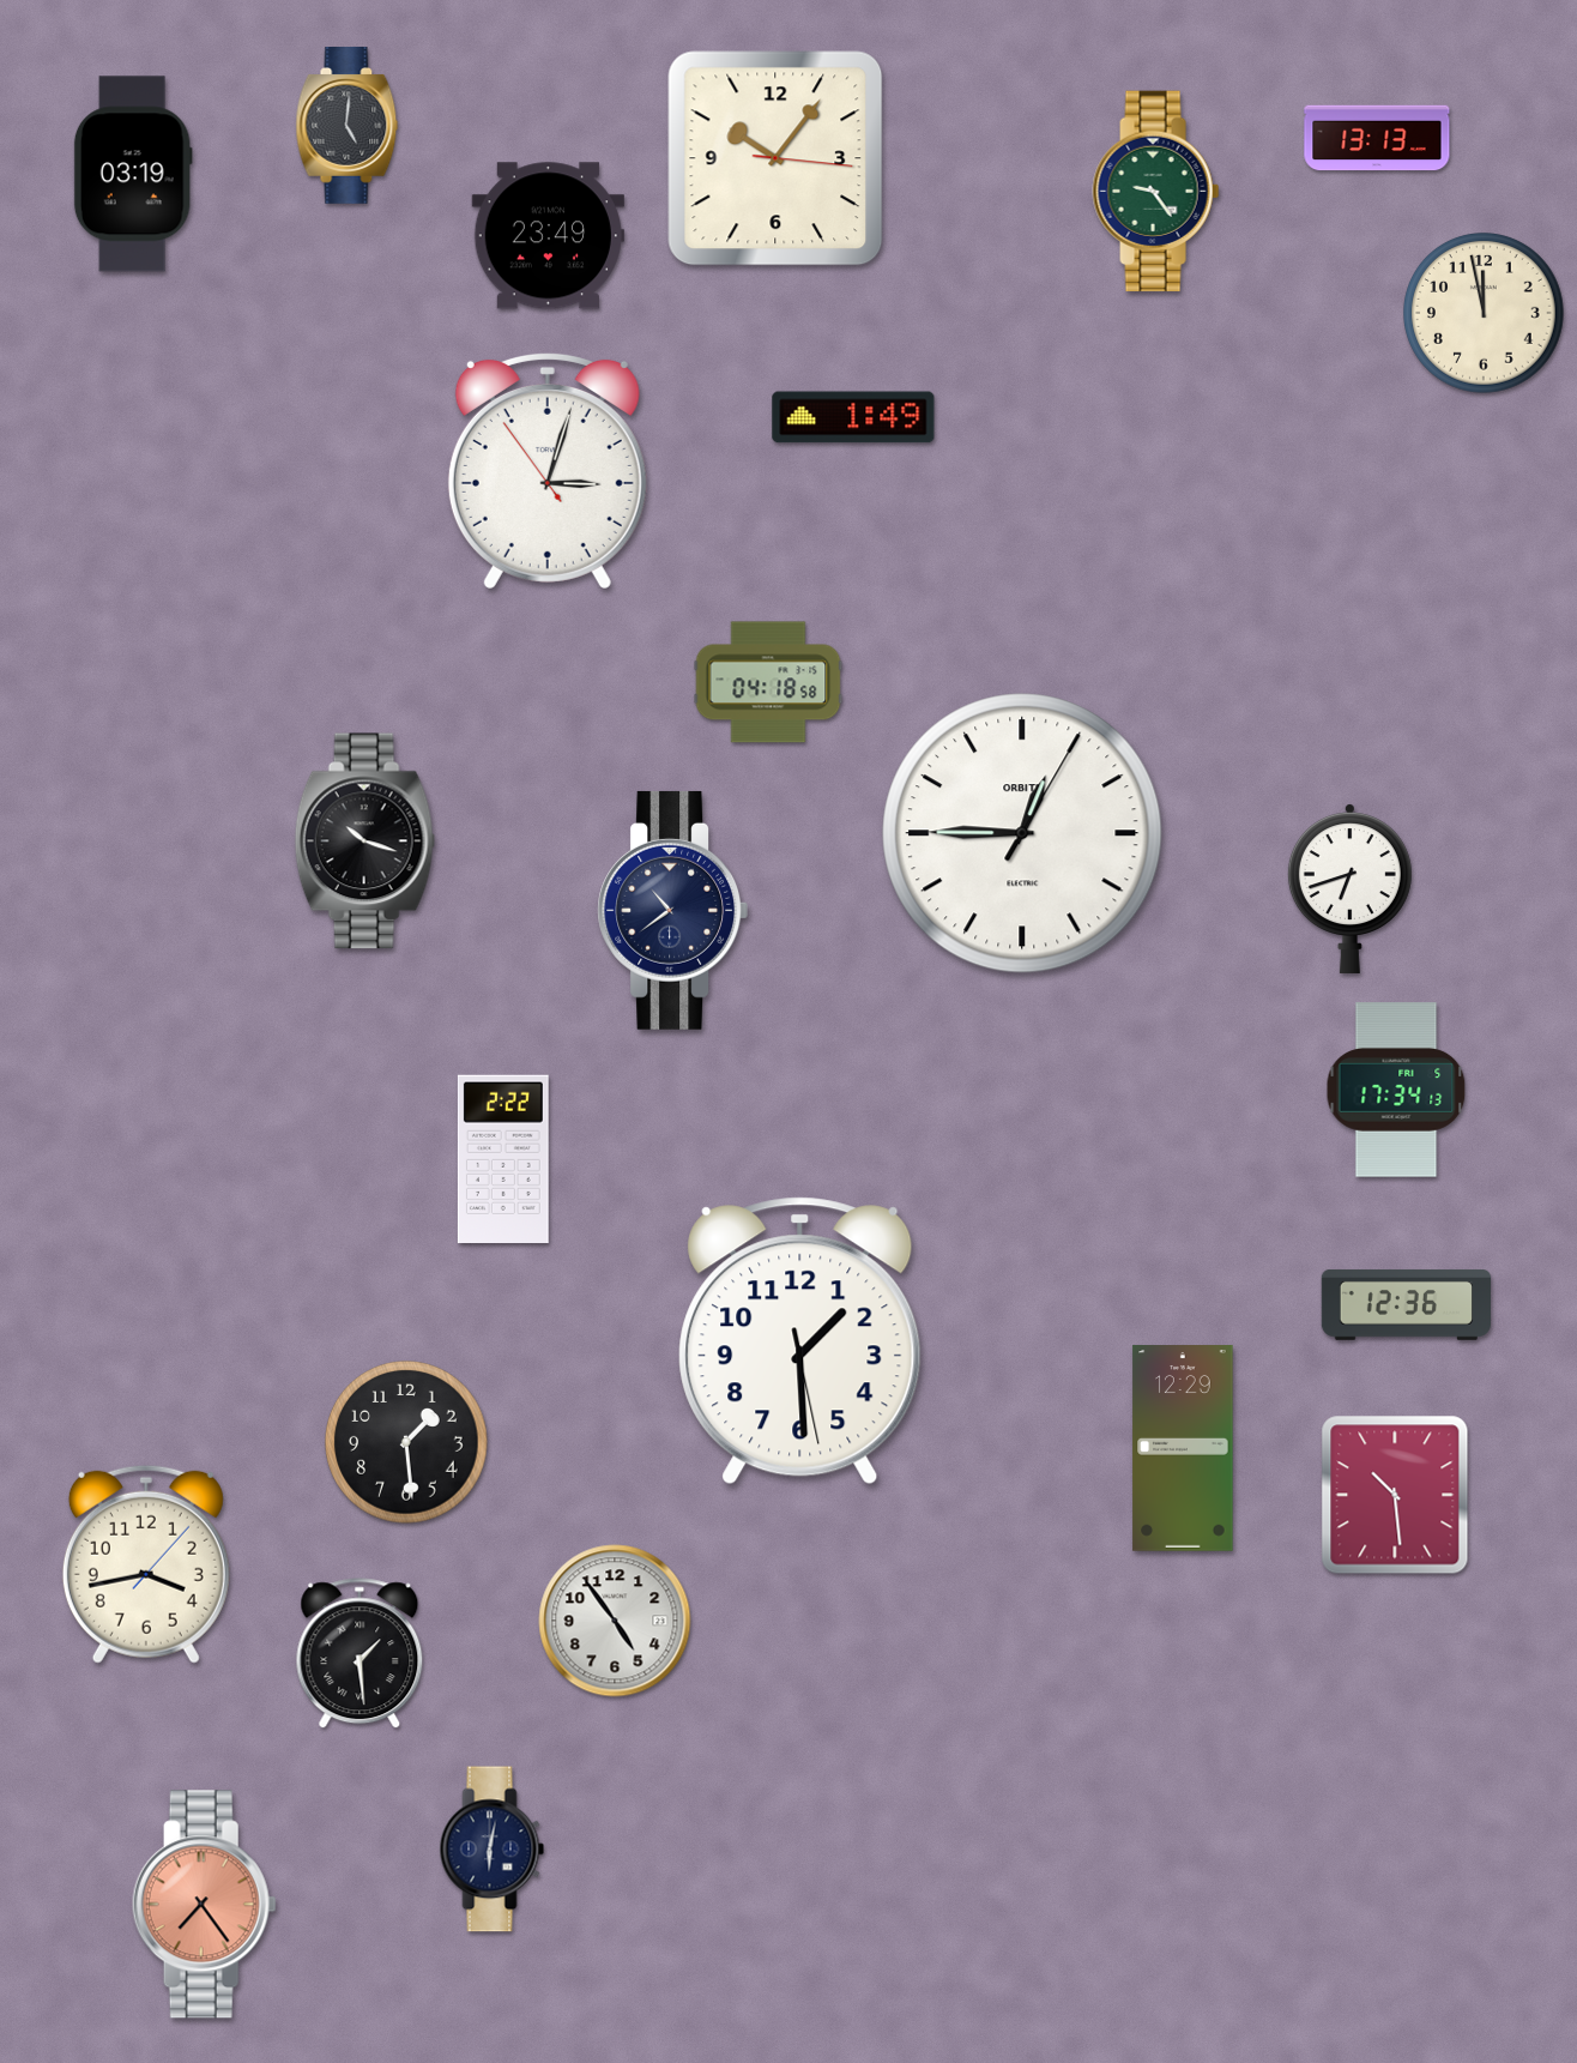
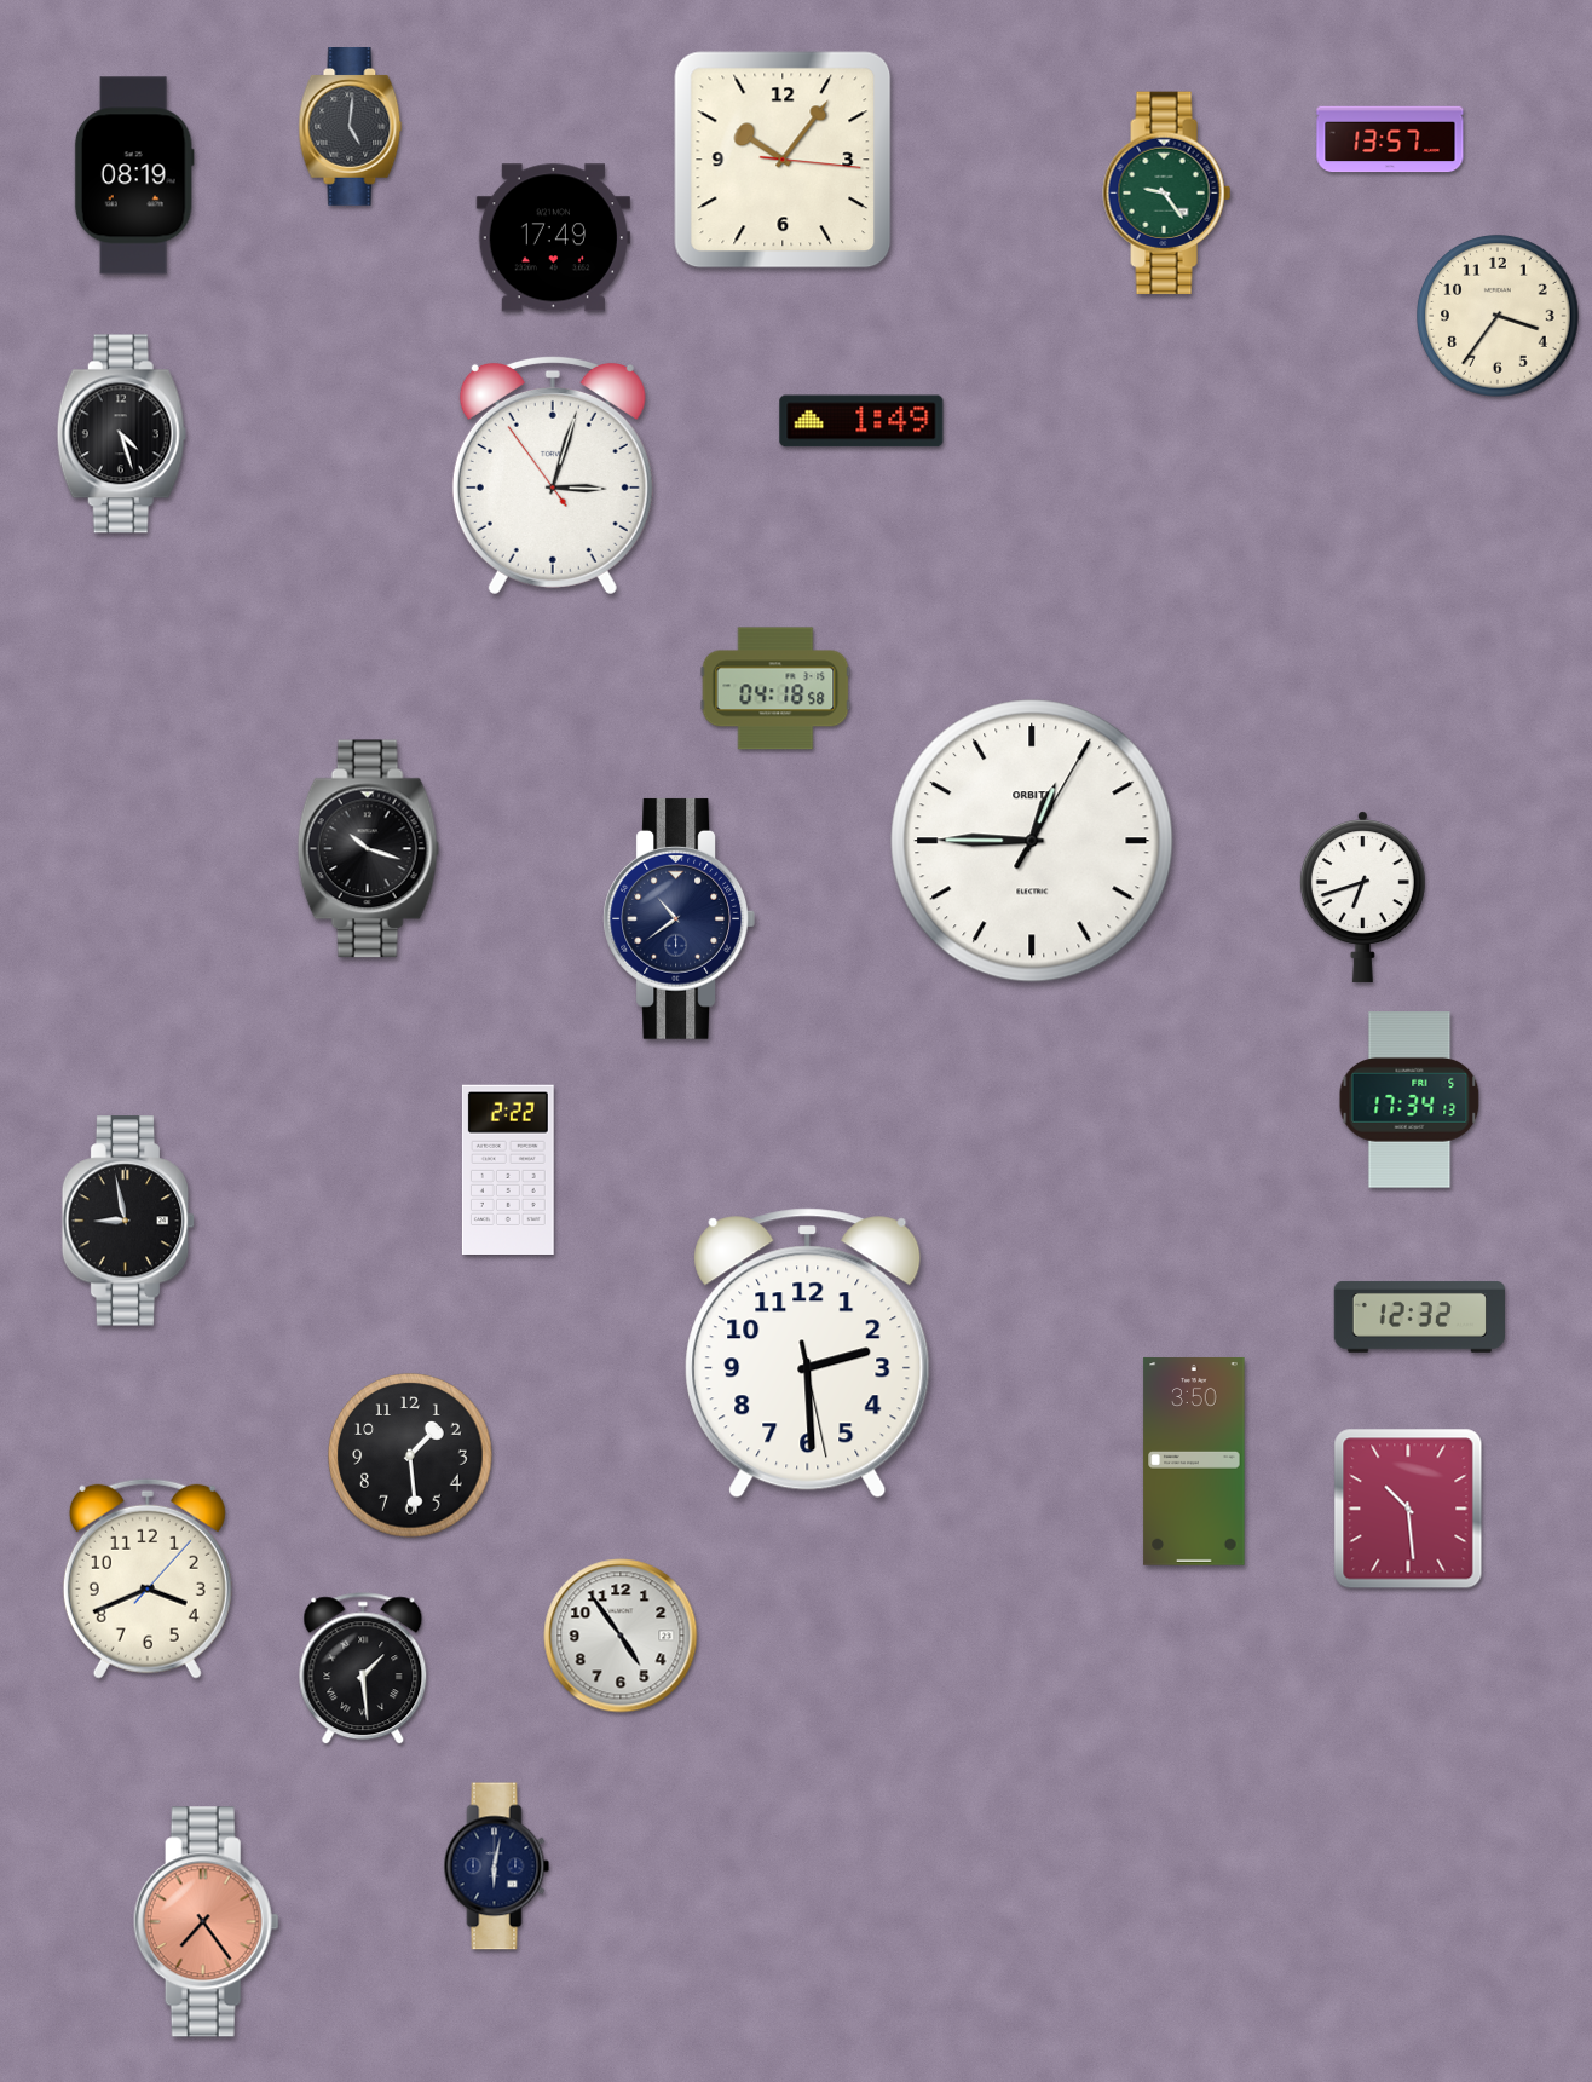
clock at (1377, 138): 13:13 -> 13:57
clock at (133, 174): 03:19 -> 08:19
clock at (548, 236): 23:49 -> 17:49
clock at (1485, 314): 11:58 -> 3:36
clock at (121, 434): none -> 4:27
clock at (128, 1221): none -> 8:58
clock at (1406, 1305): 12:36 -> 12:32
clock at (800, 1341): 1:29 -> 2:29
clock at (1183, 1449): 12:29 -> 3:50
clock at (146, 1564): 3:43 -> 3:41
